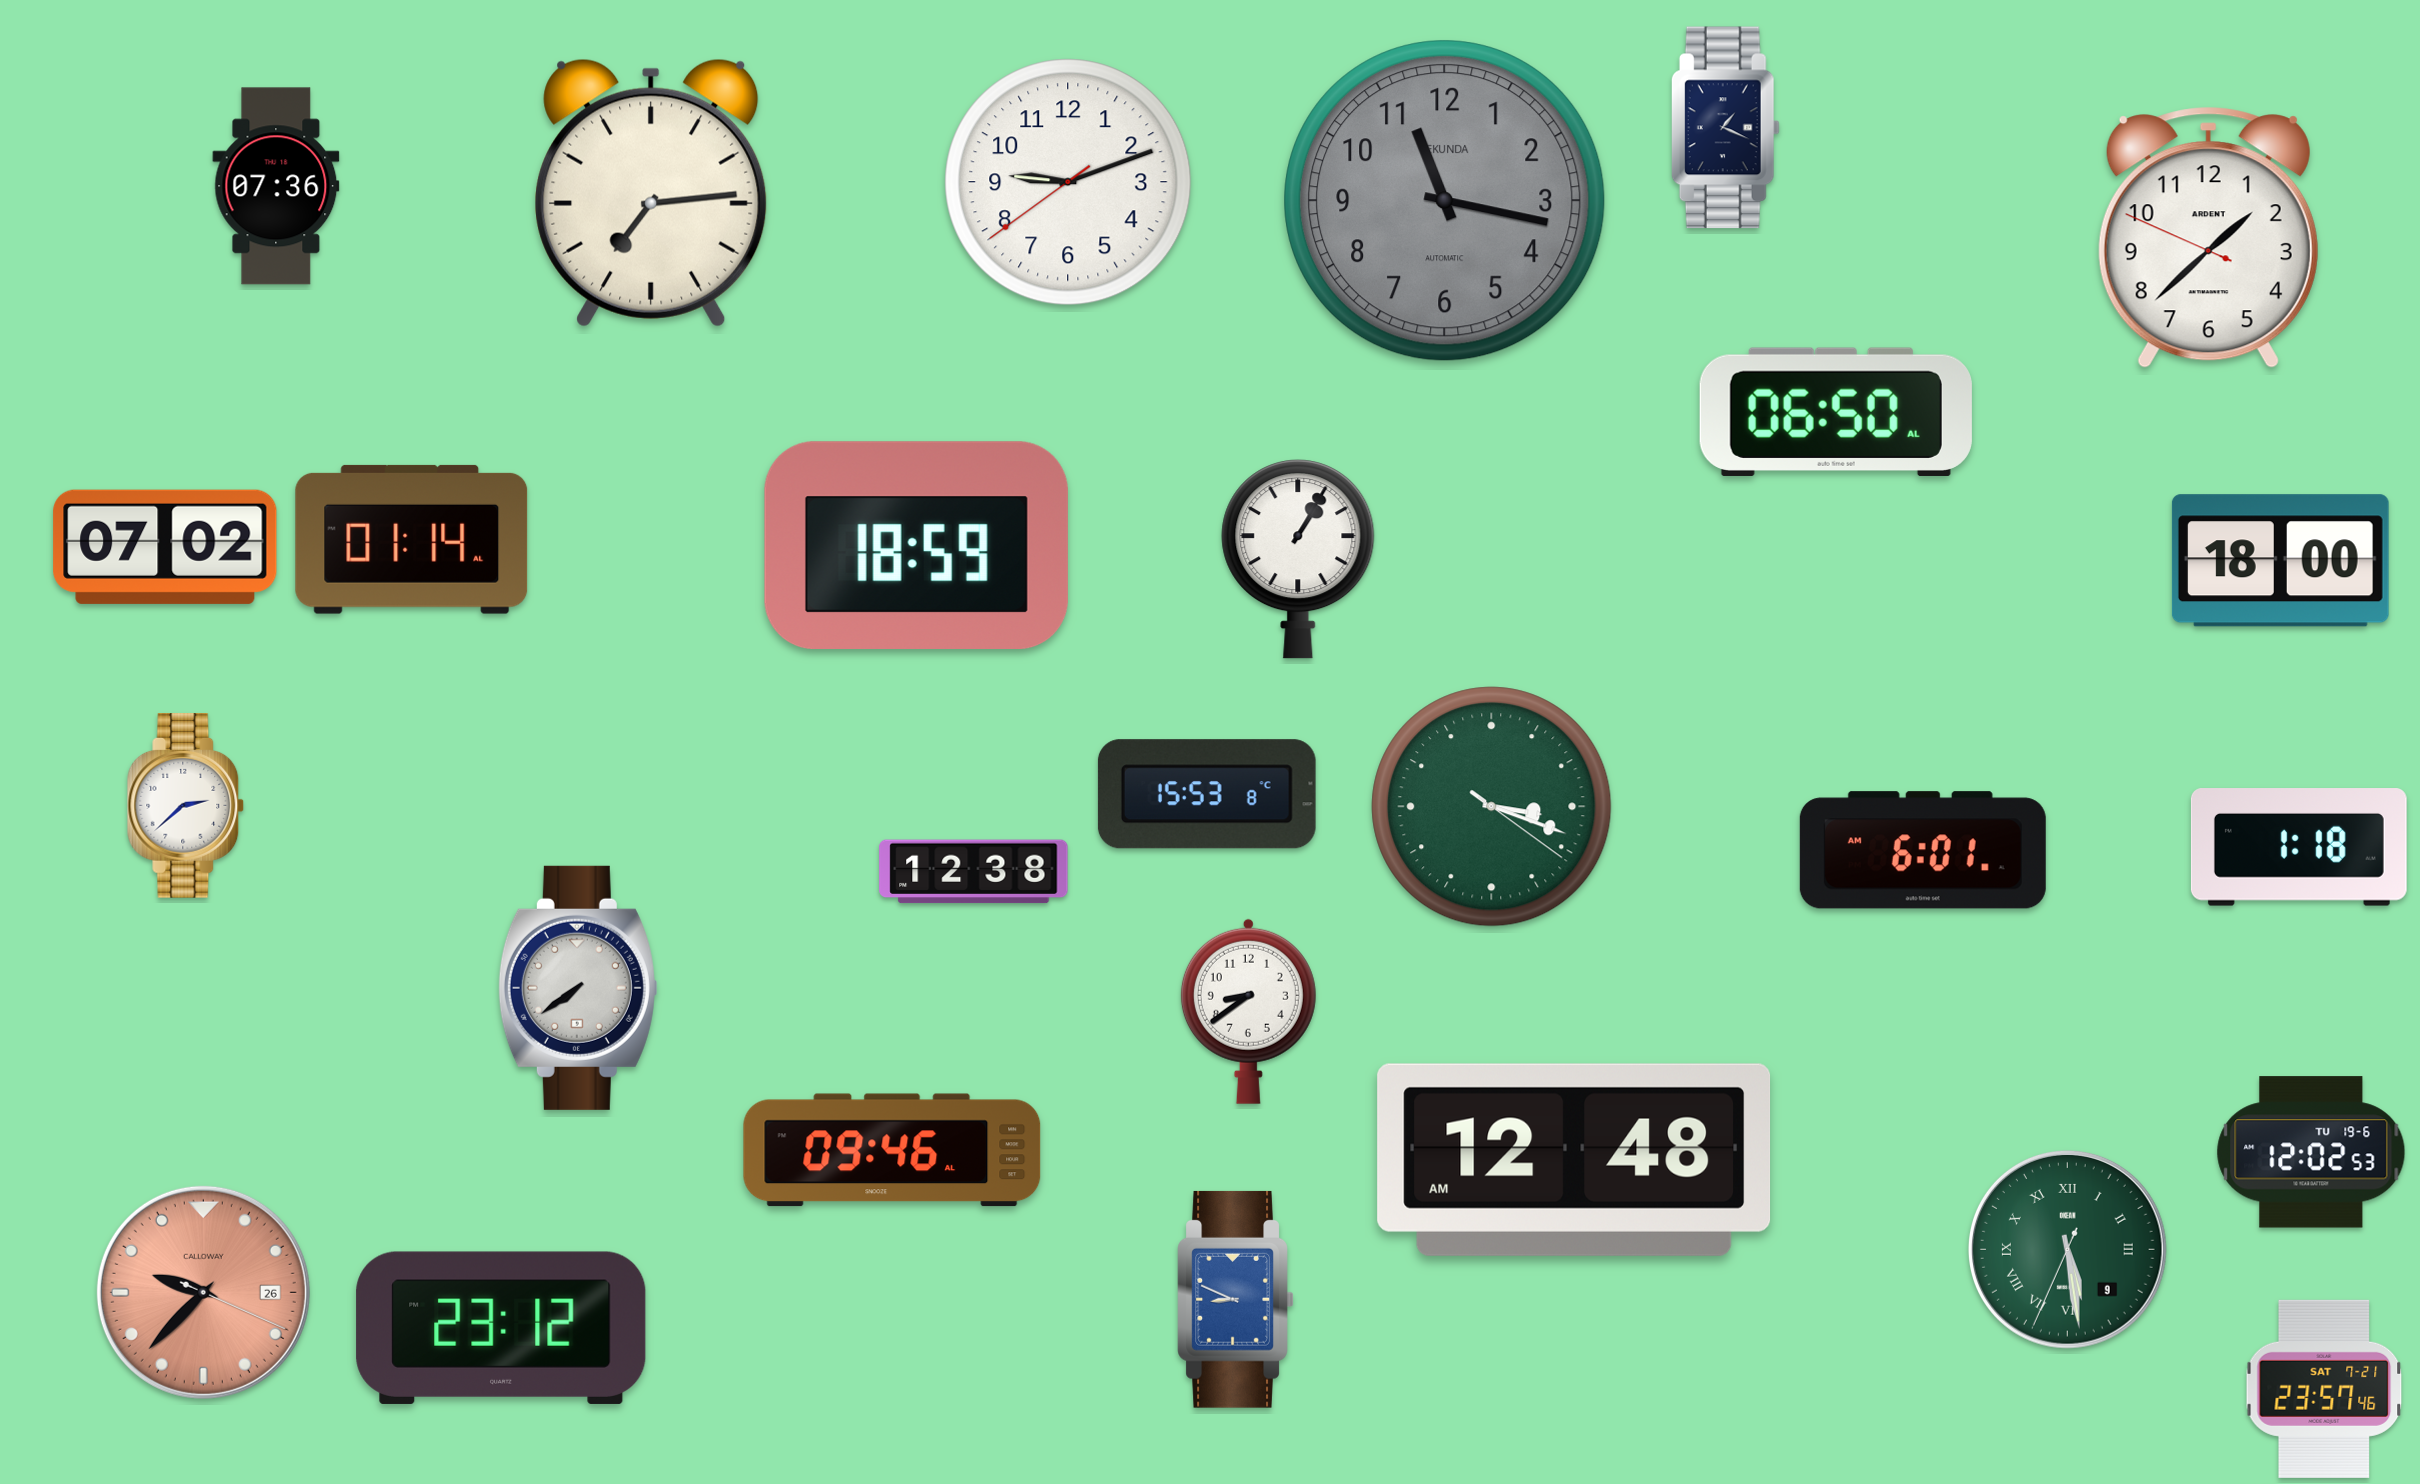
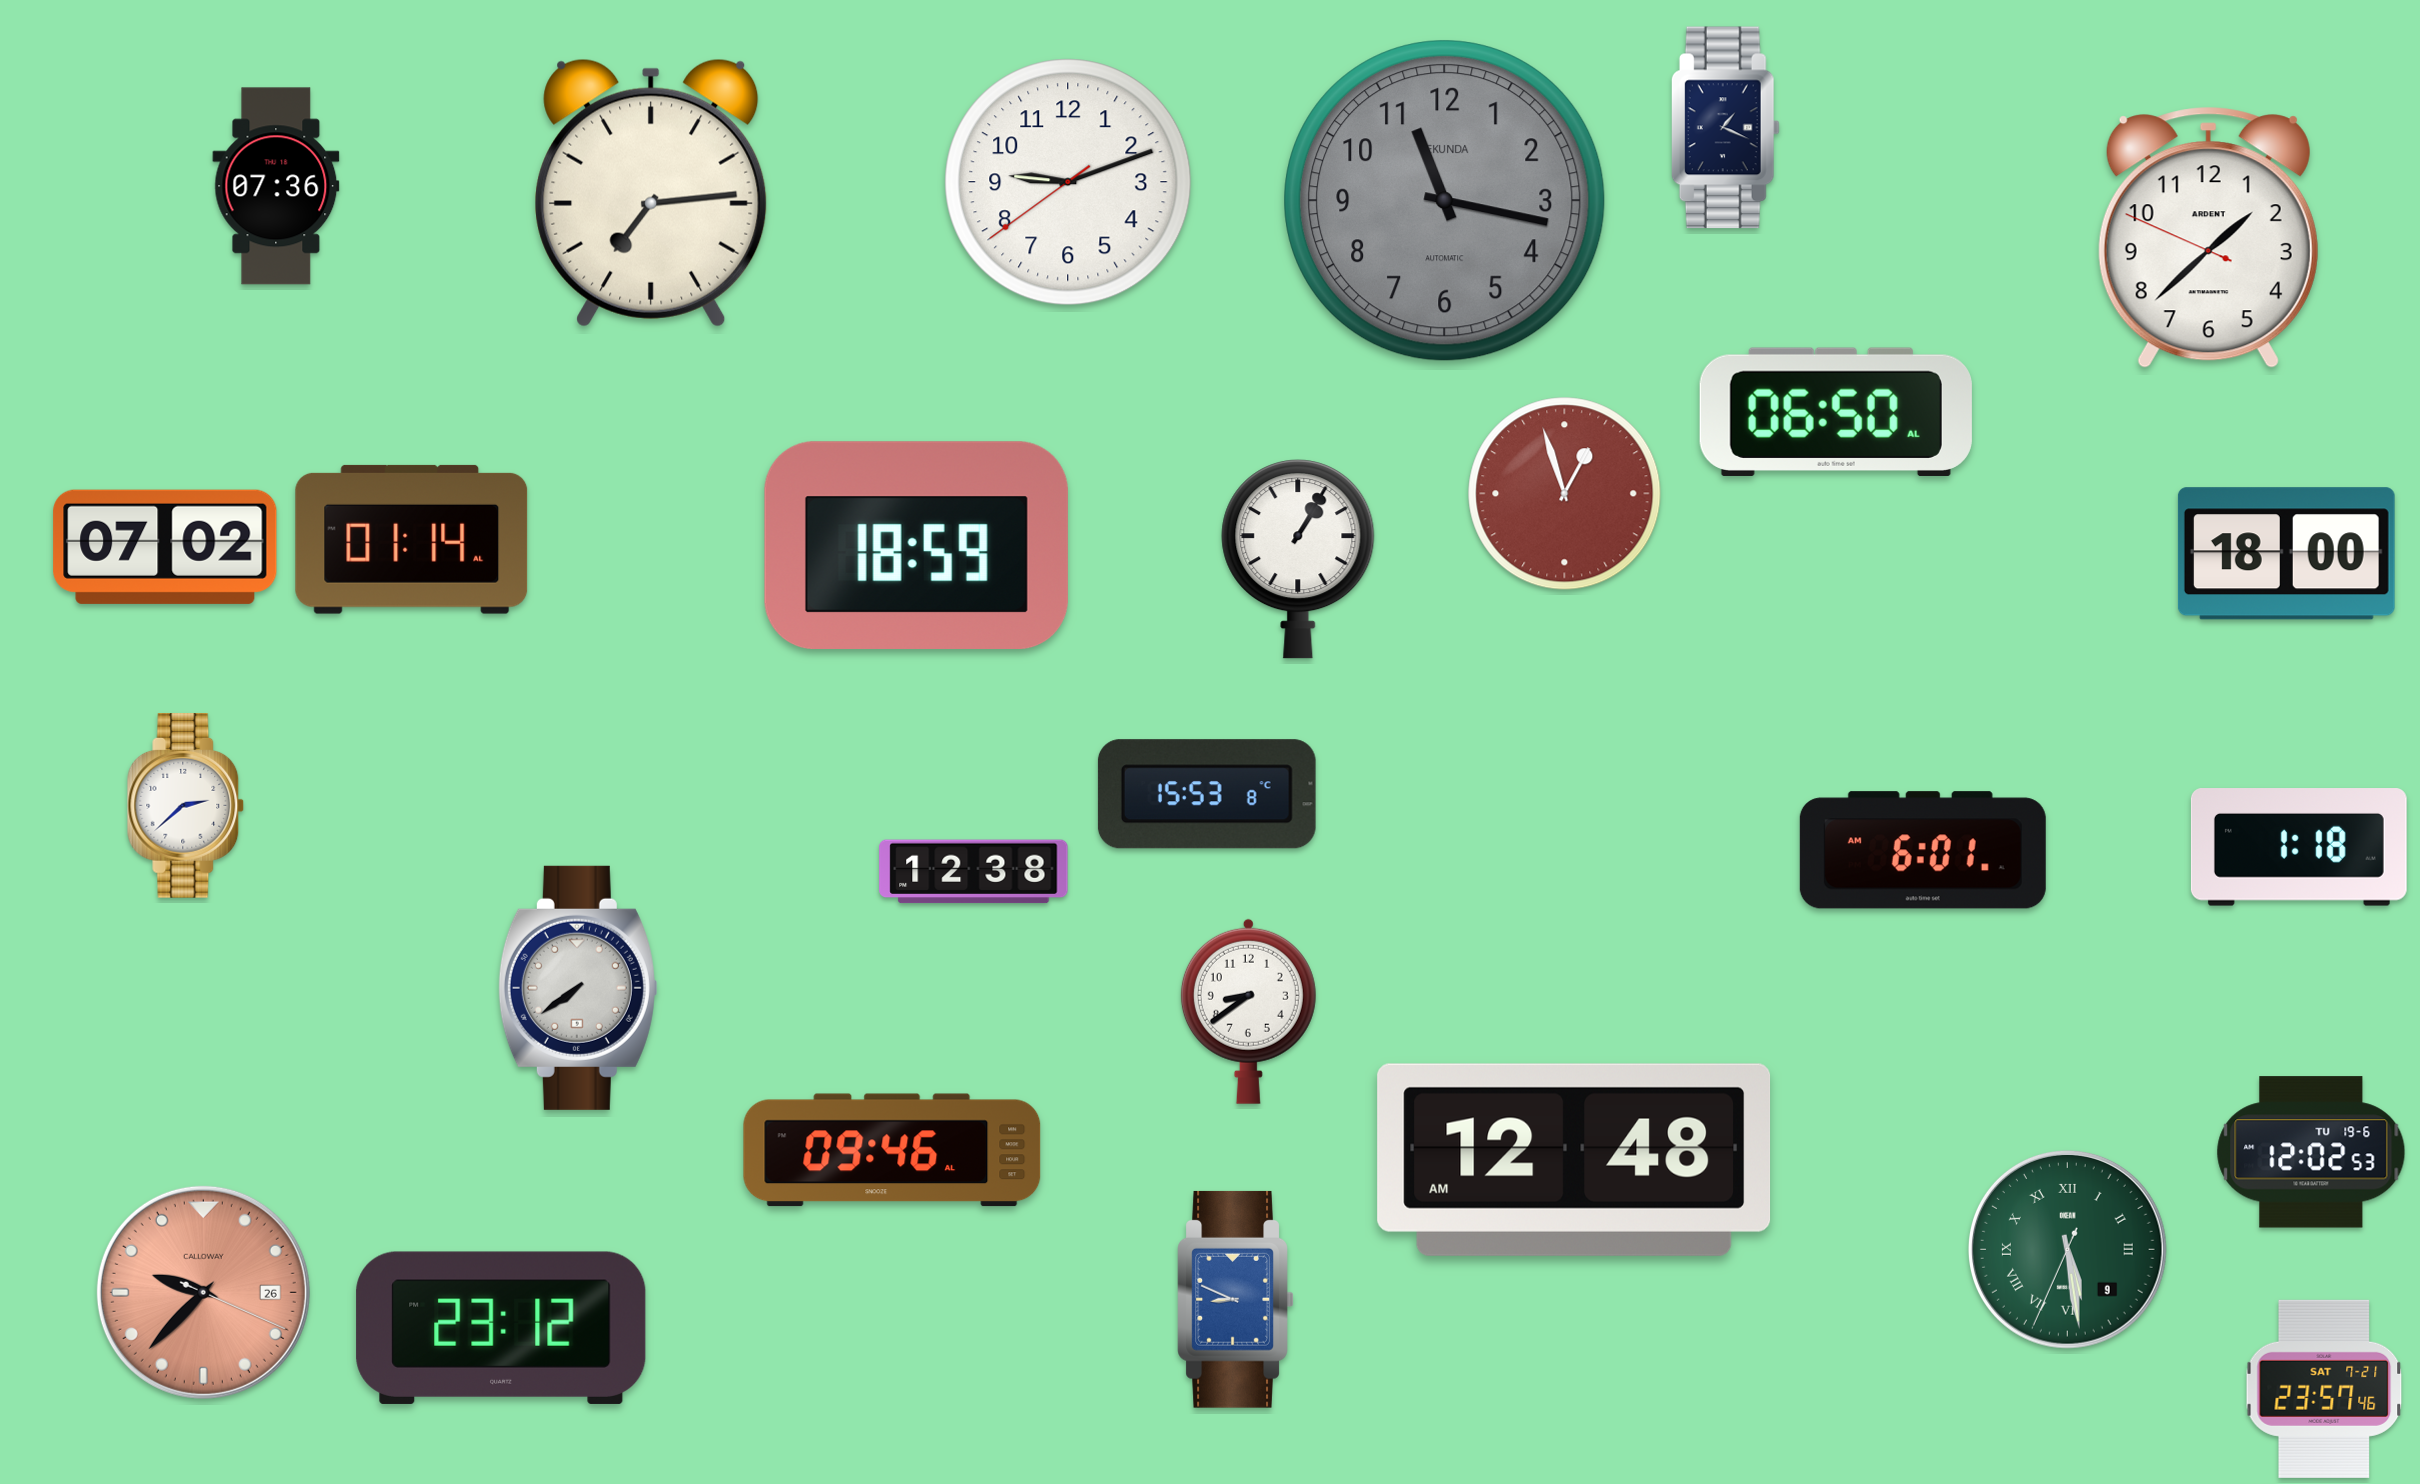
clock at (1565, 494): none -> 12:57
clock at (2280, 561) position: (2280, 561) -> (2286, 554)
clock at (1492, 807): 3:18 -> none
